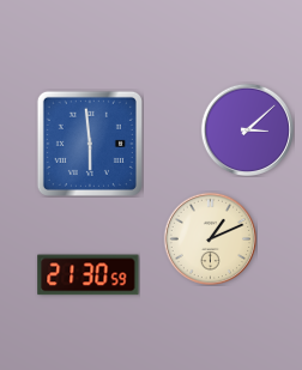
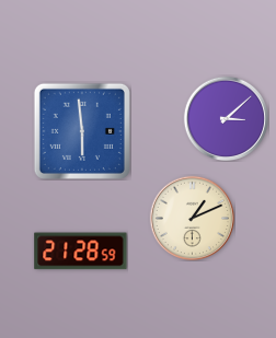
clock at (89, 275): 21:30 -> 21:28
